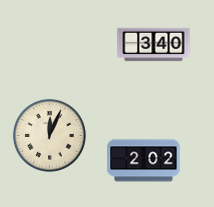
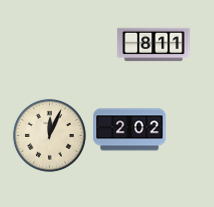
clock at (154, 45): 3:40 -> 8:11
clock at (144, 161) position: (144, 161) -> (130, 130)
